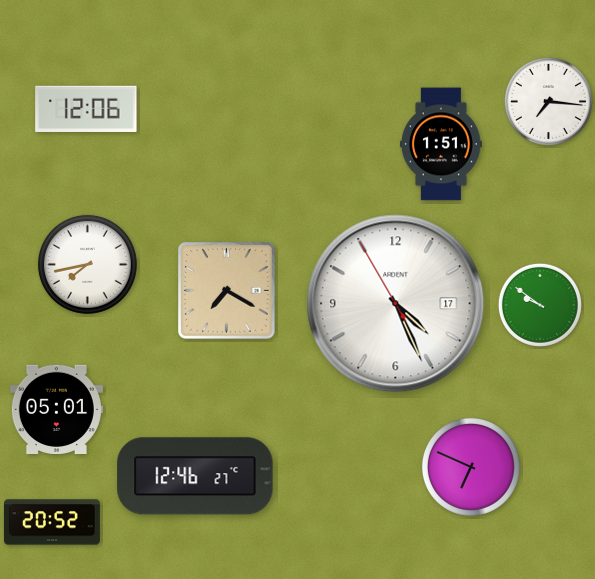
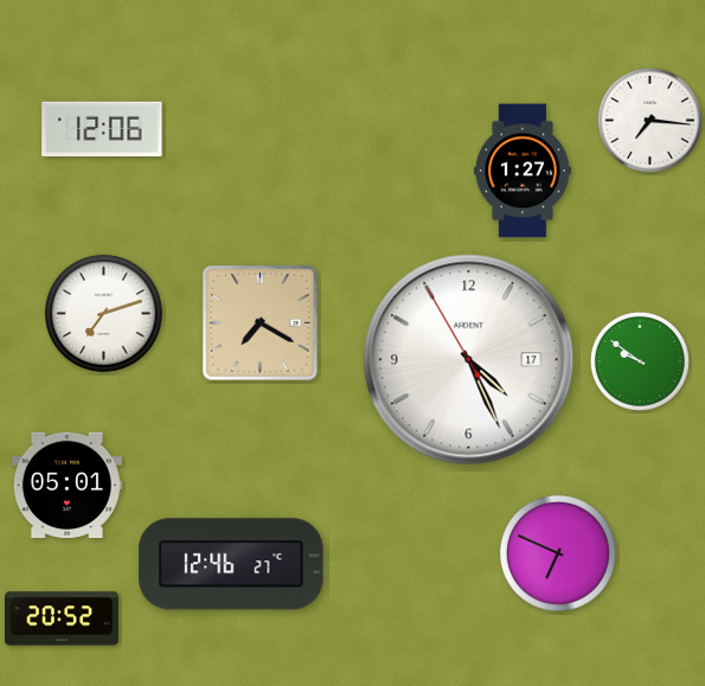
clock at (441, 144): 1:51 -> 1:27
clock at (87, 264): 7:43 -> 7:12
clock at (227, 291) position: (227, 291) -> (261, 323)
